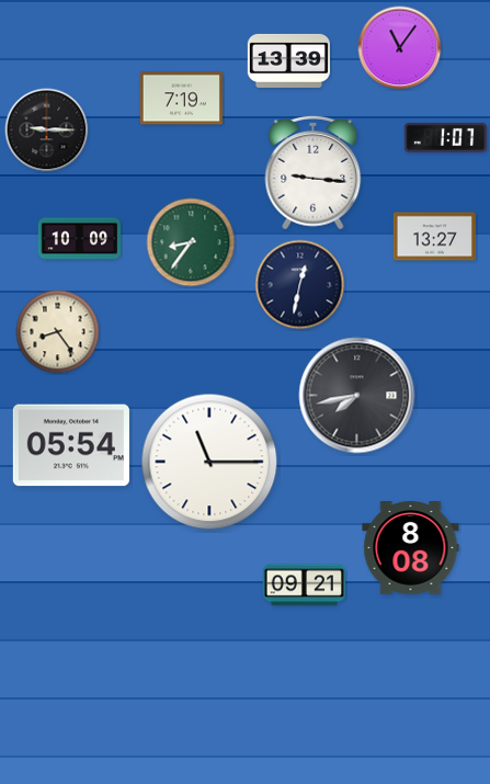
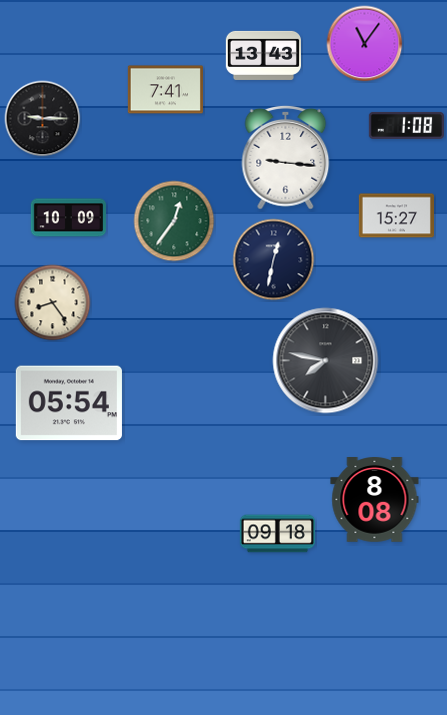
clock at (288, 60): 13:39 -> 13:43
clock at (181, 99): 7:19 -> 7:41
clock at (445, 137): 1:07 -> 1:08
clock at (434, 237): 13:27 -> 15:27
clock at (79, 239) position: (79, 239) -> (68, 218)
clock at (191, 242): 8:36 -> 12:36
clock at (357, 396): 7:43 -> 7:47
clock at (71, 445) position: (71, 445) -> (69, 403)
clock at (209, 462): 11:15 -> none
clock at (304, 586): 09:21 -> 09:18
